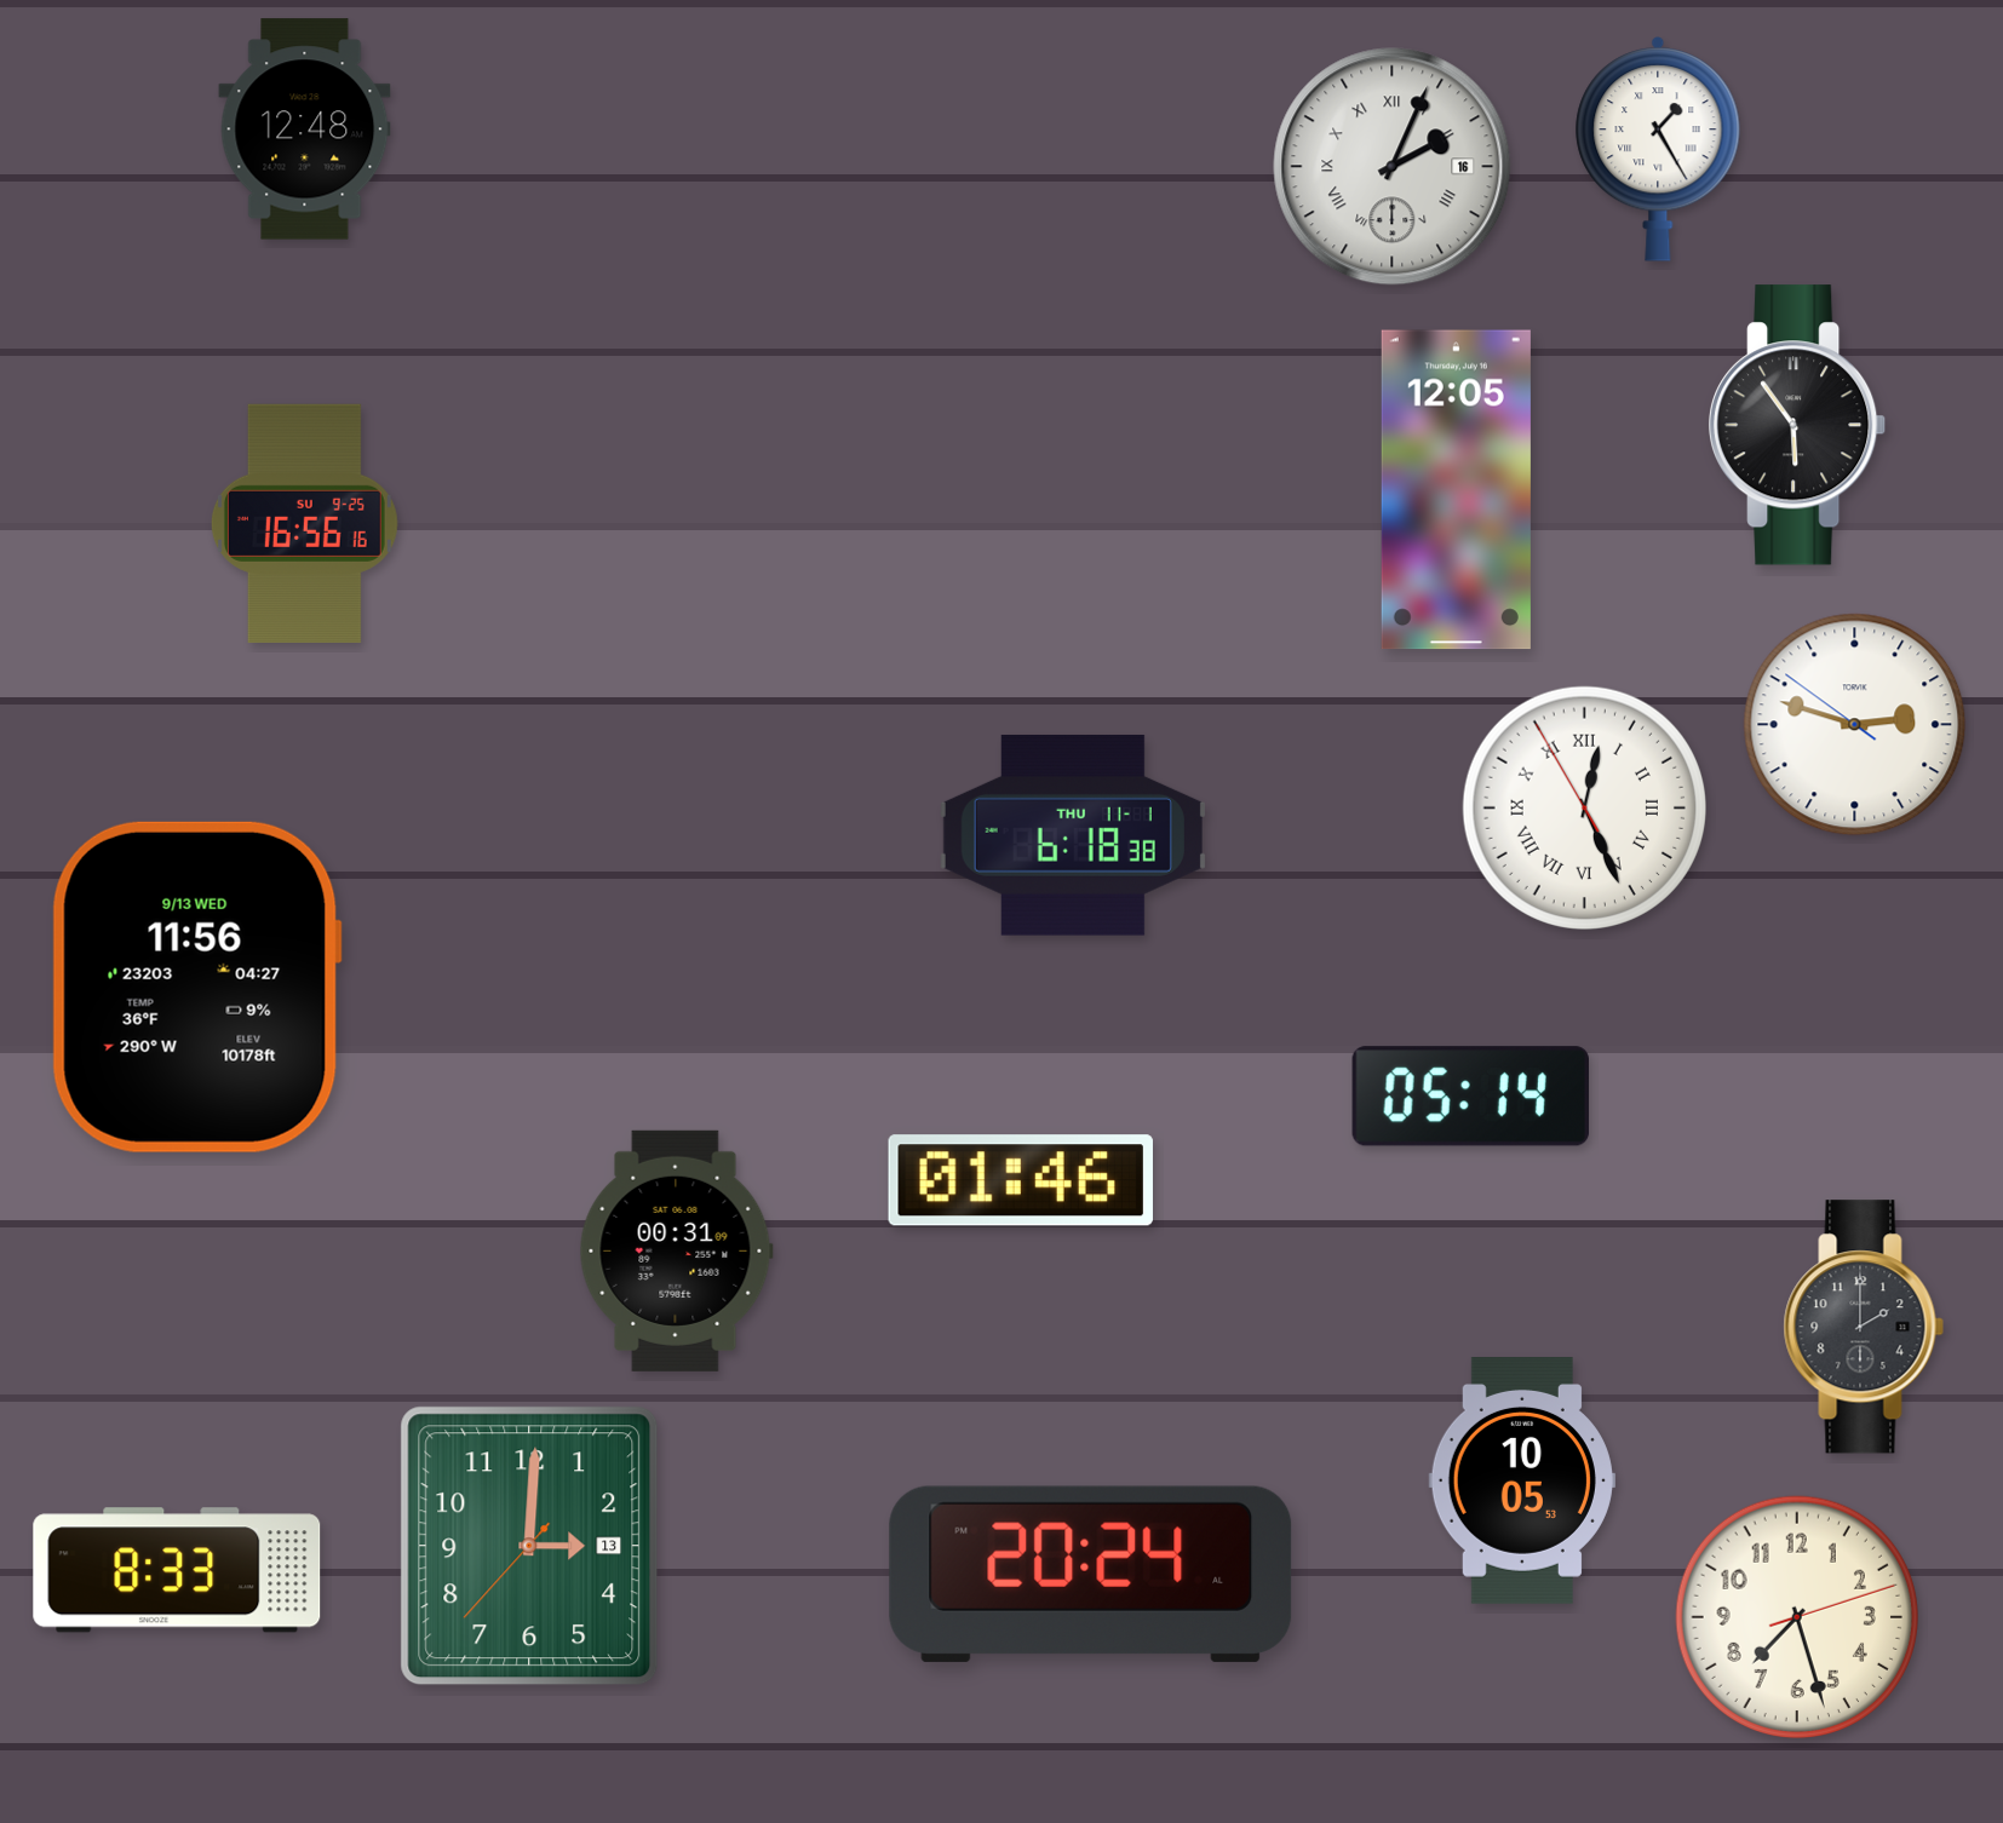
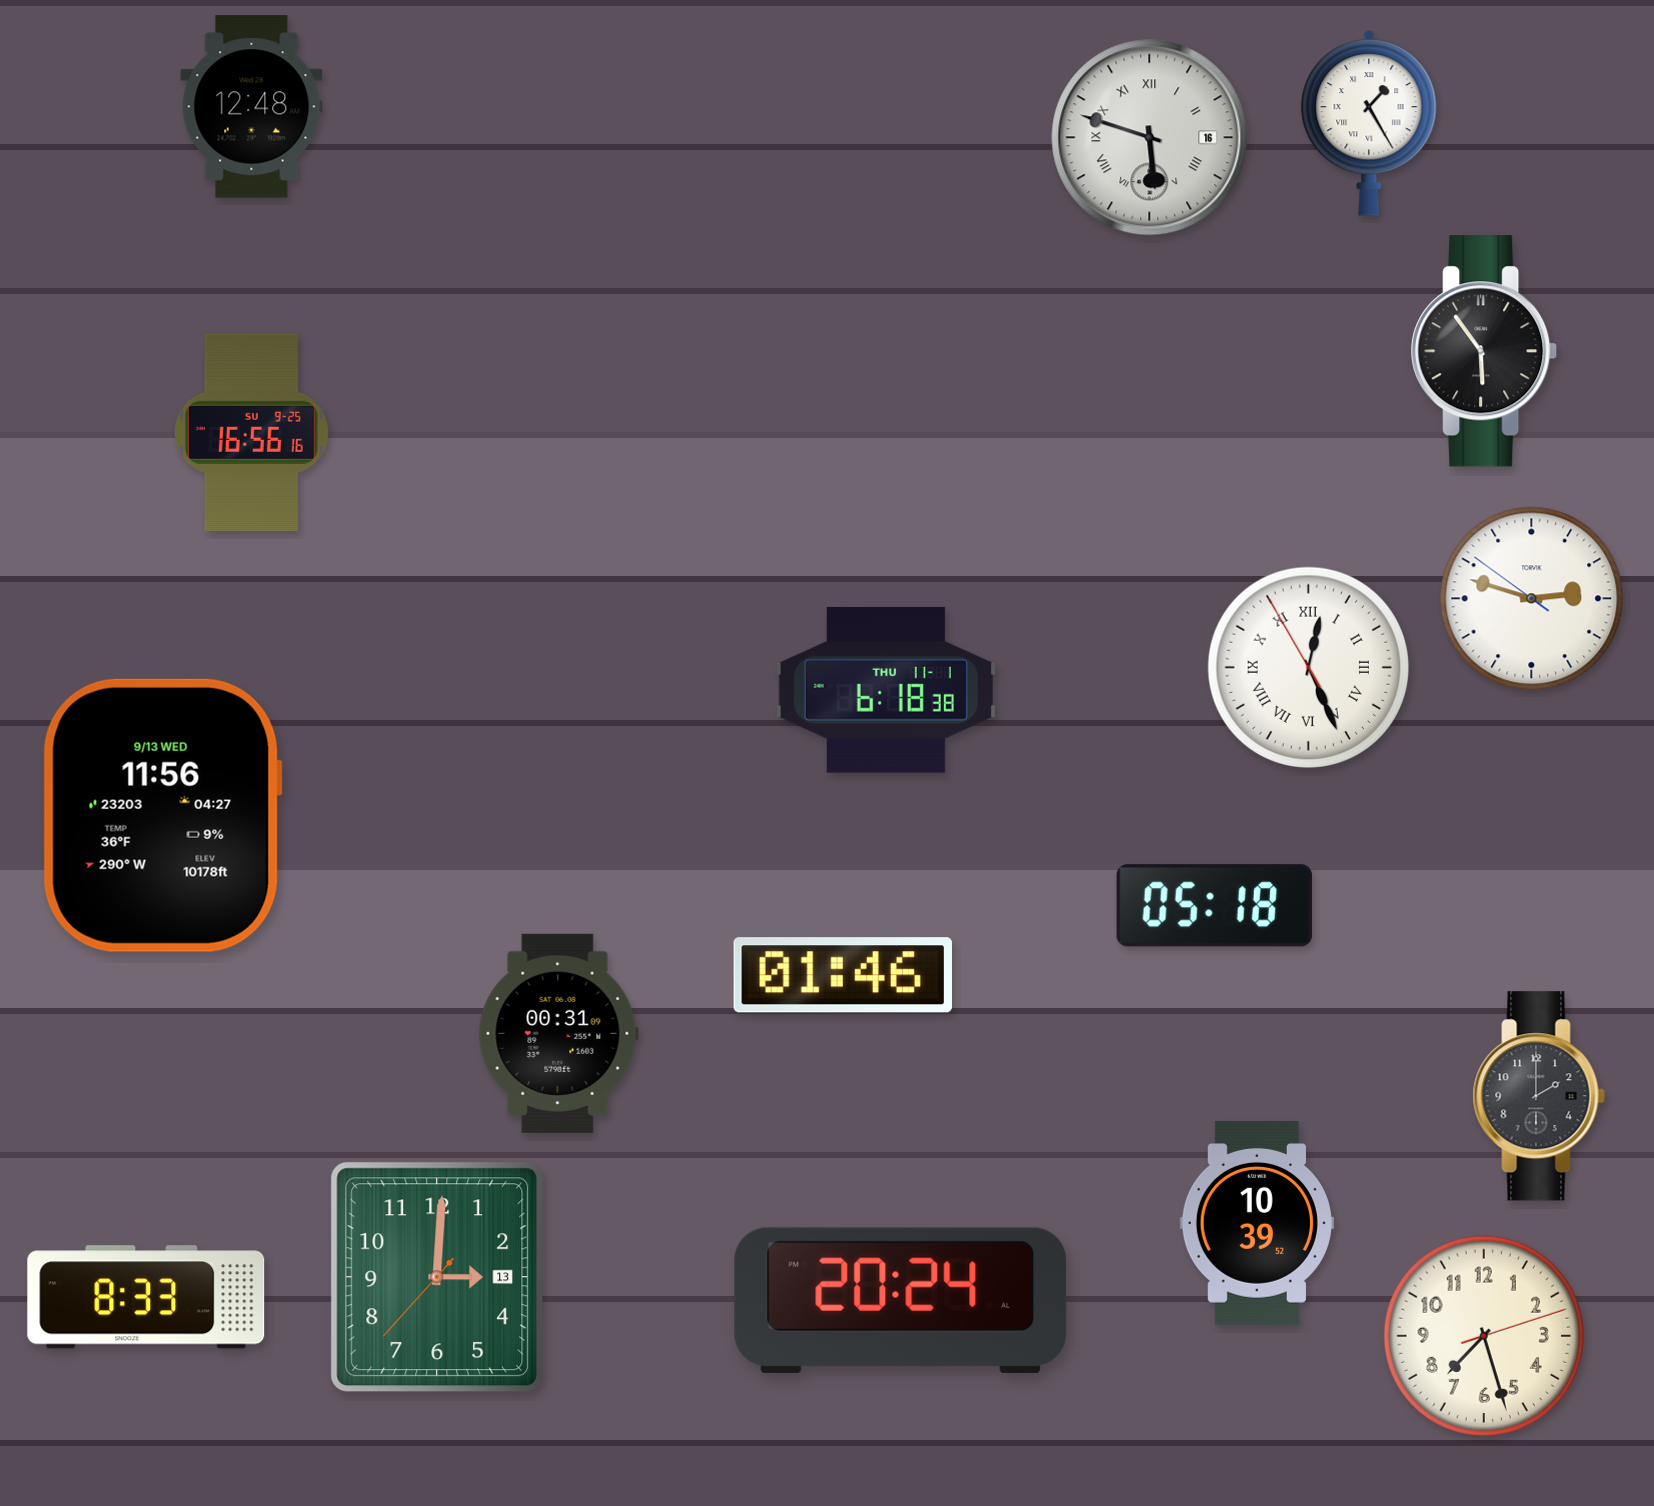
clock at (1393, 167): 2:04 -> 5:48
clock at (1456, 490): 12:05 -> none
clock at (1470, 1097): 05:14 -> 05:18
clock at (1522, 1482): 10:05 -> 10:39
